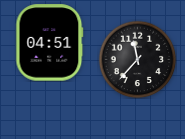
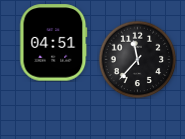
clock at (50, 43) position: (50, 43) -> (54, 43)
